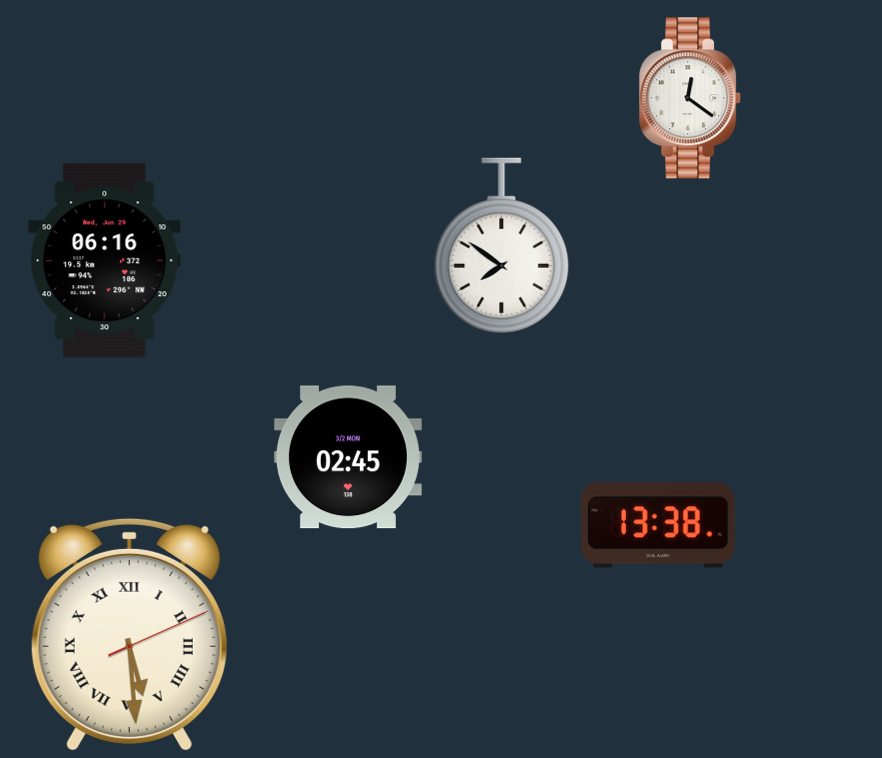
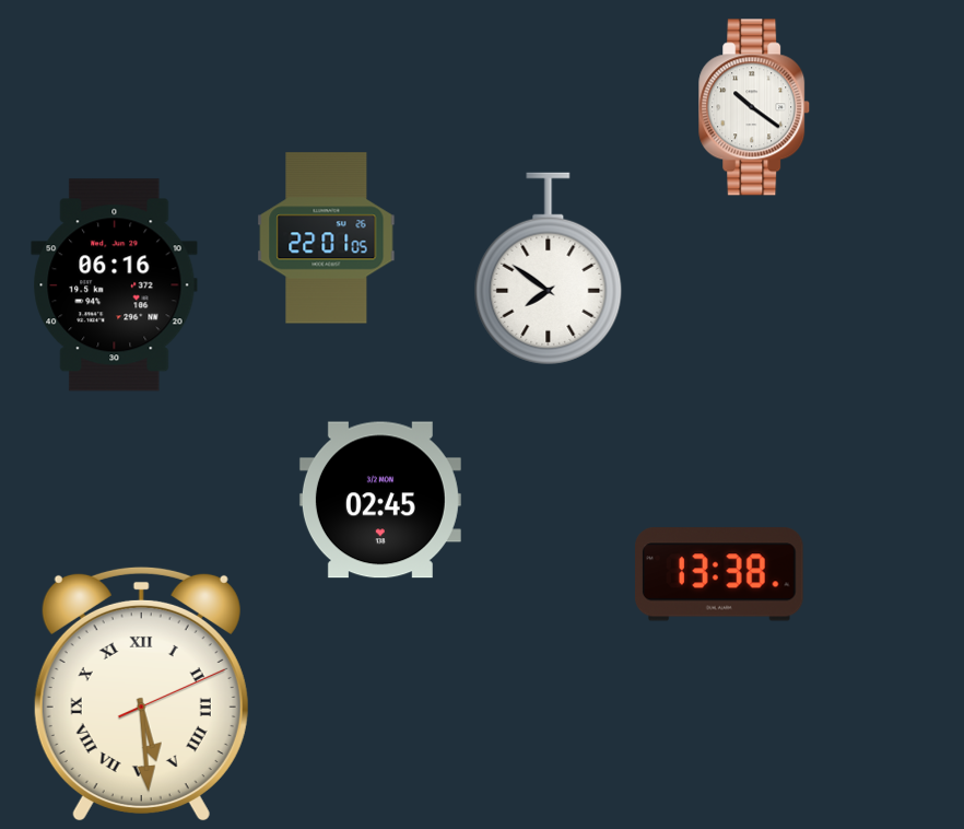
clock at (691, 98): 12:21 -> 10:21
clock at (327, 238): none -> 22:01
